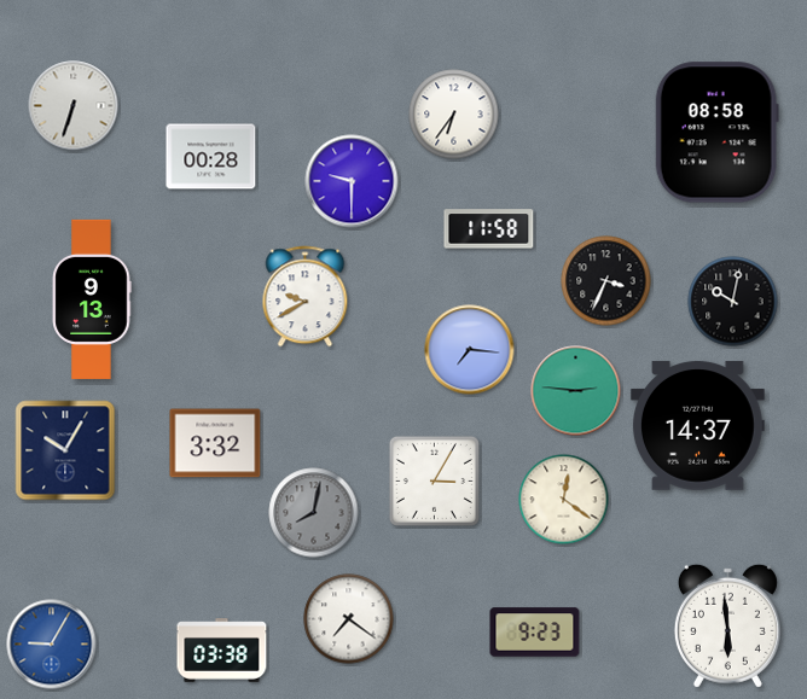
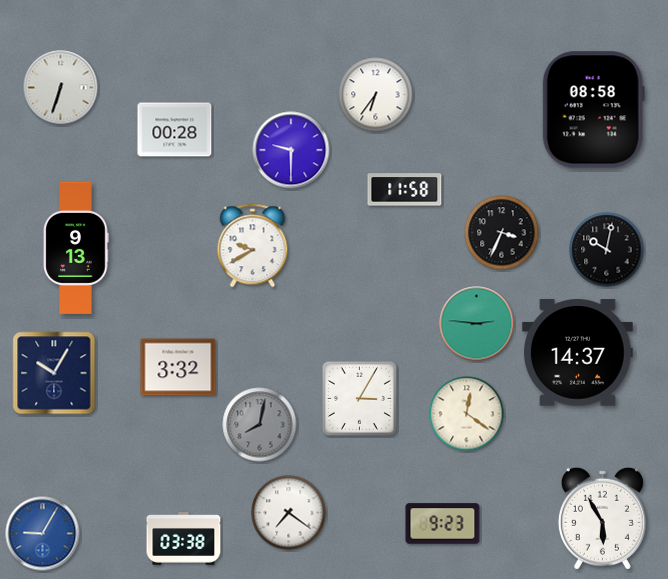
clock at (470, 350): 7:16 -> none
clock at (727, 625): 5:59 -> 5:55
